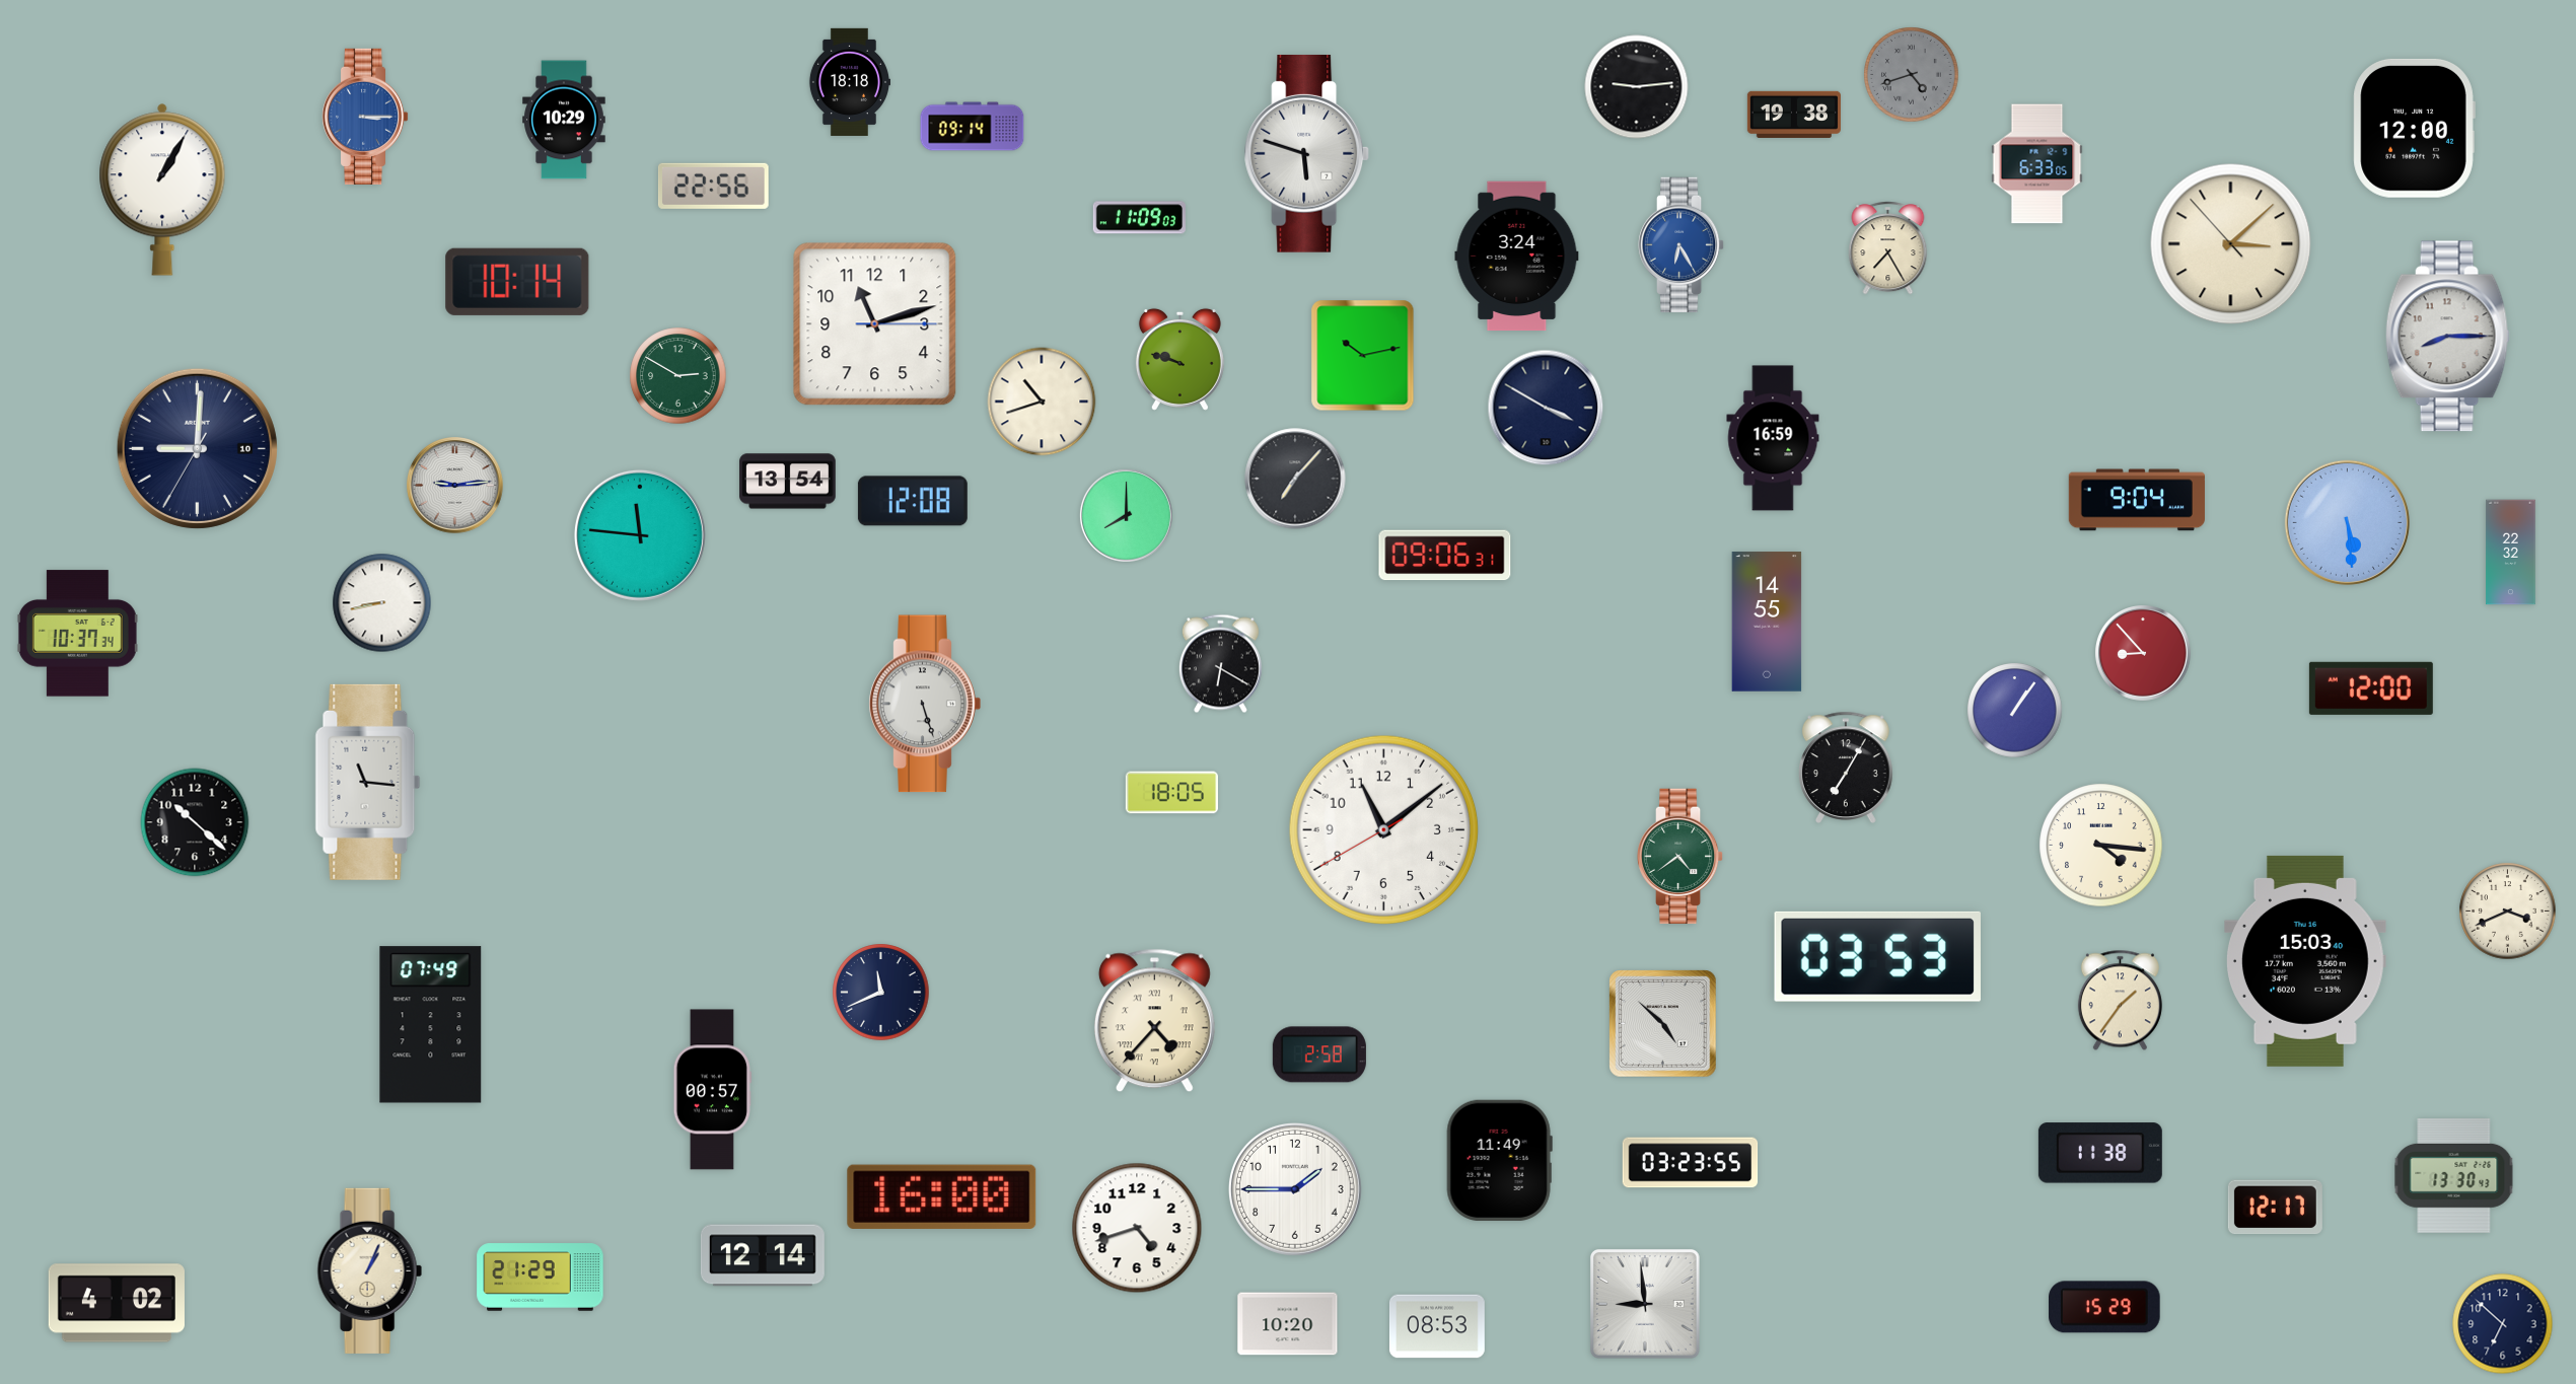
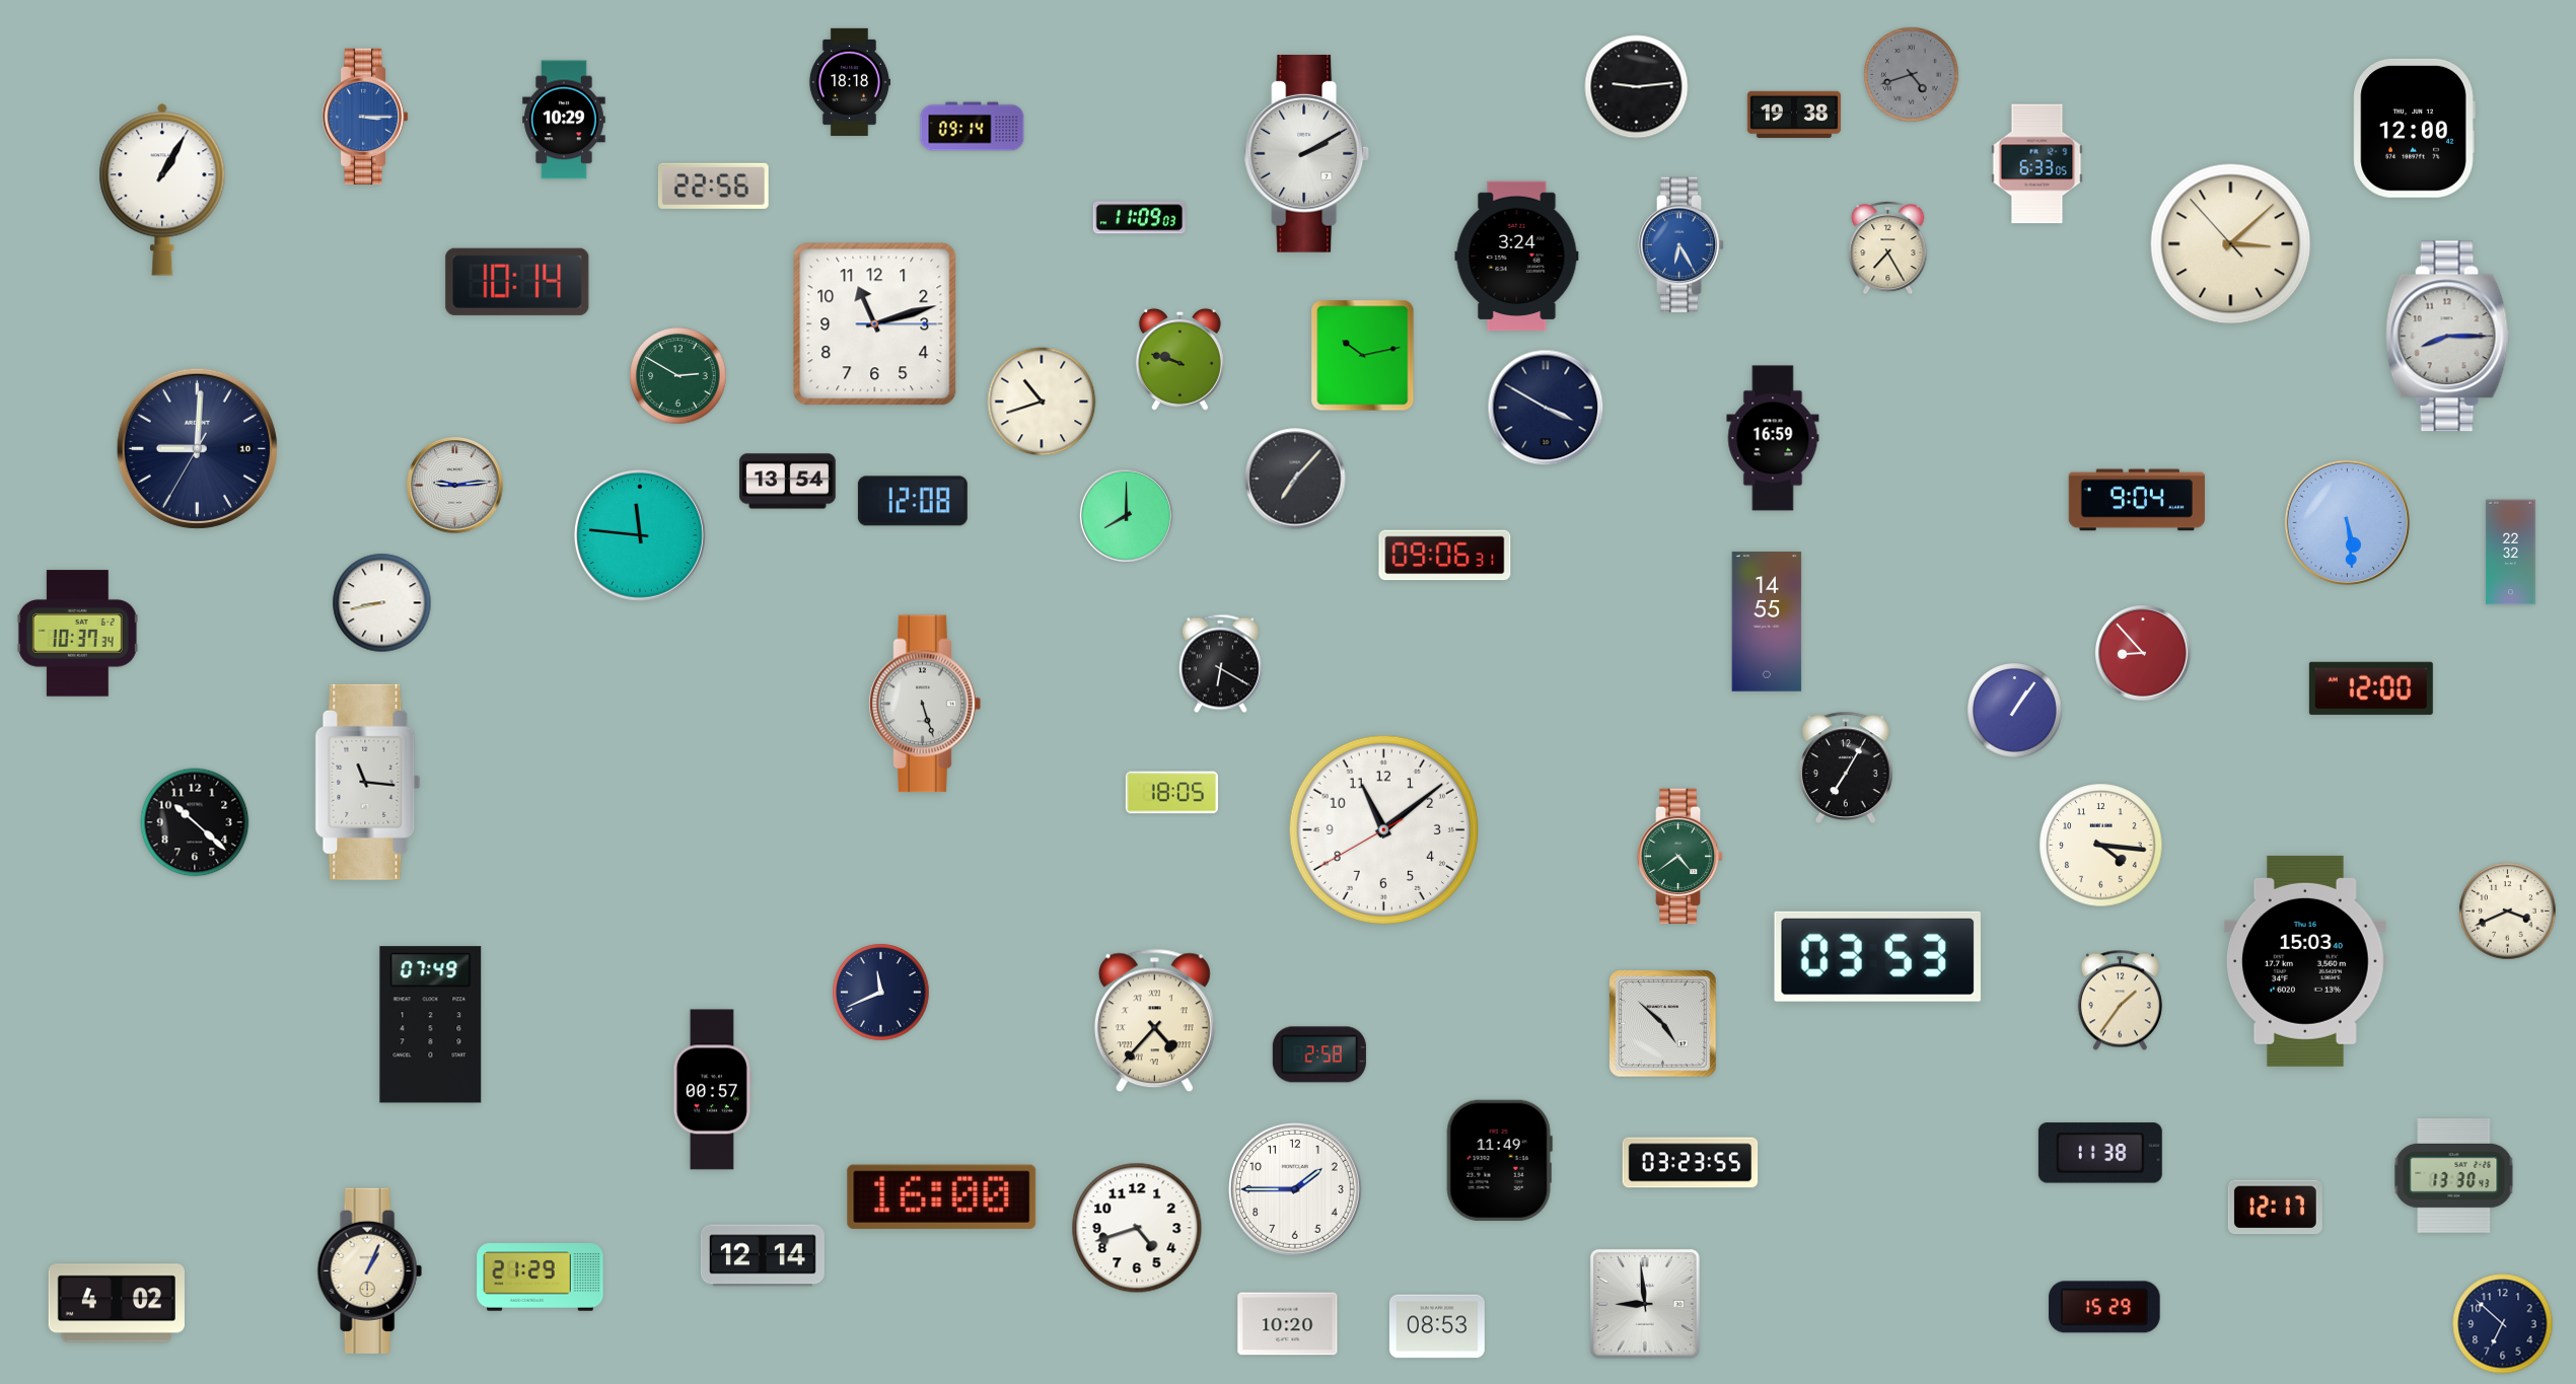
clock at (1307, 153): 5:48 -> 2:10
